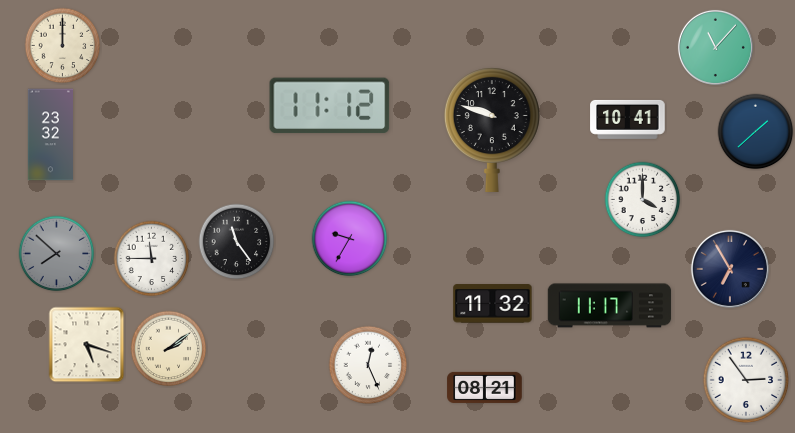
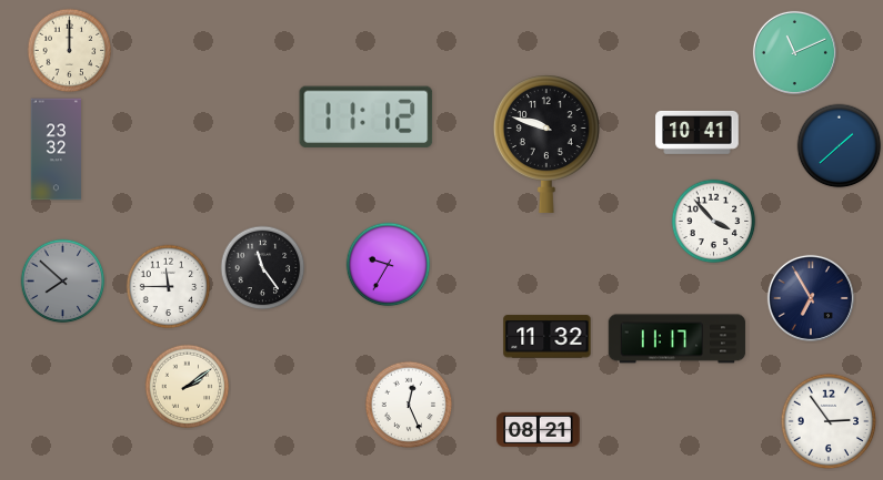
clock at (715, 47): 11:07 -> 11:11
clock at (643, 200): 4:00 -> 3:53
clock at (87, 345): 5:18 -> none
